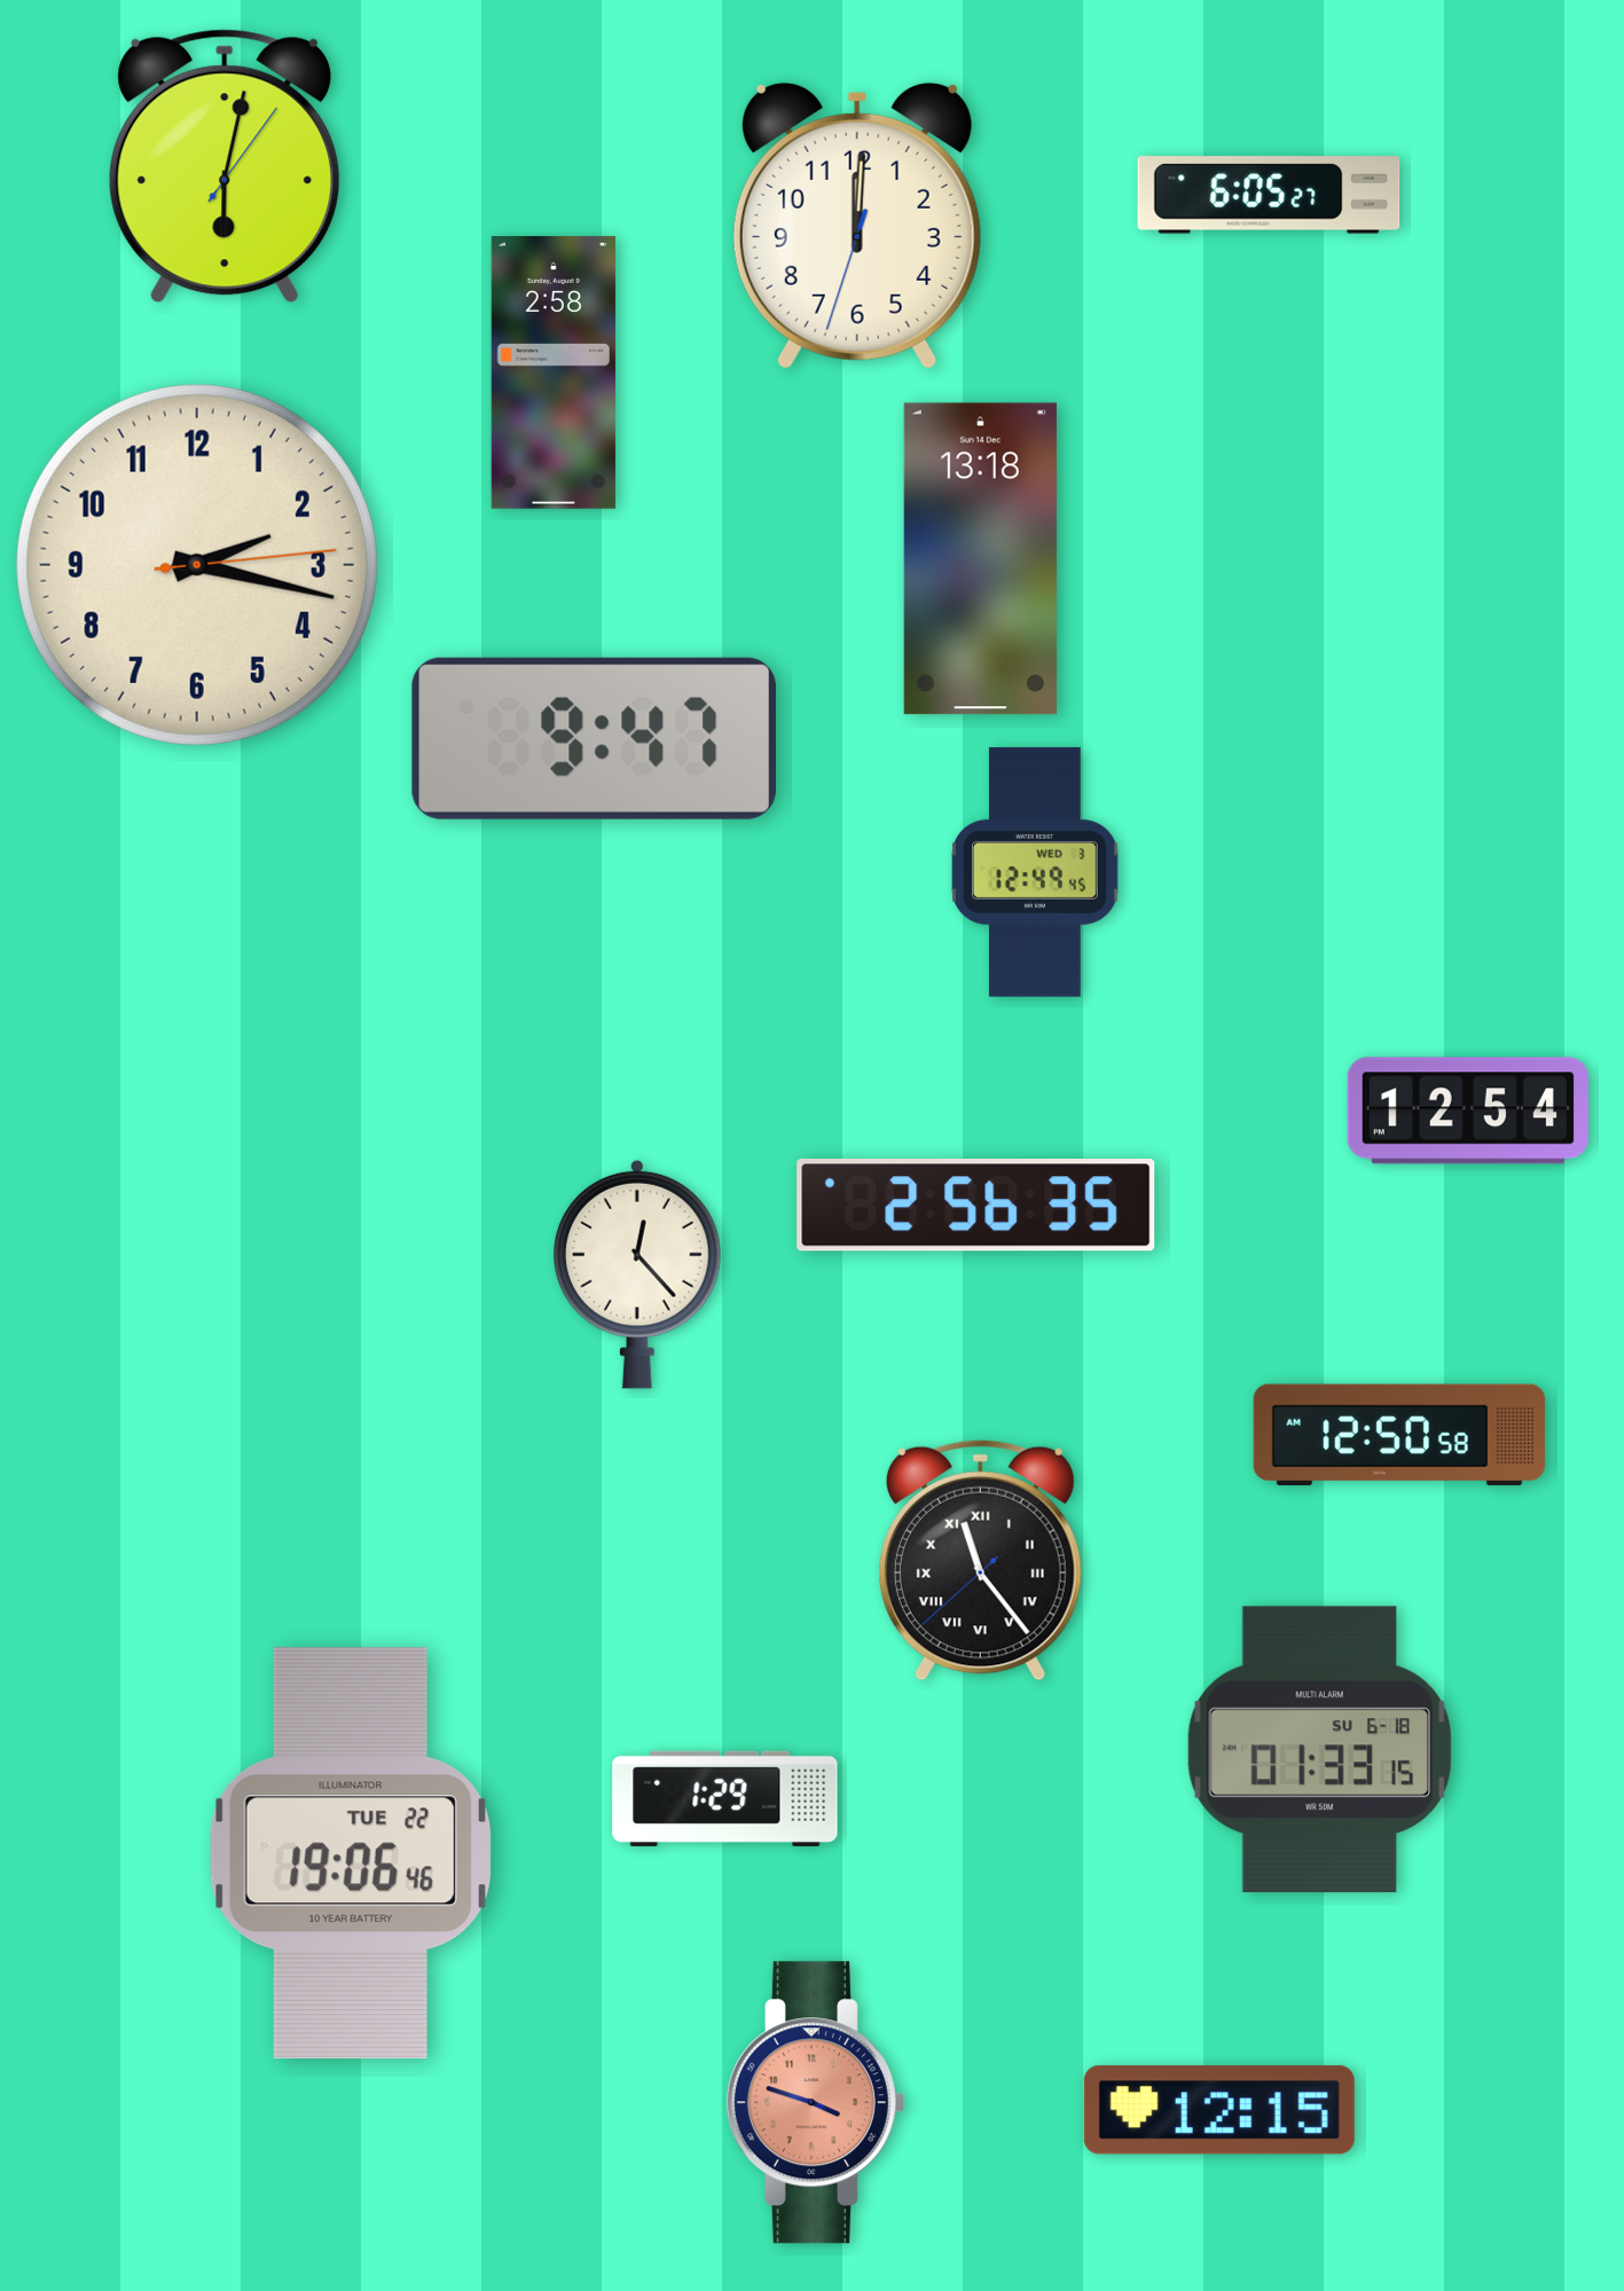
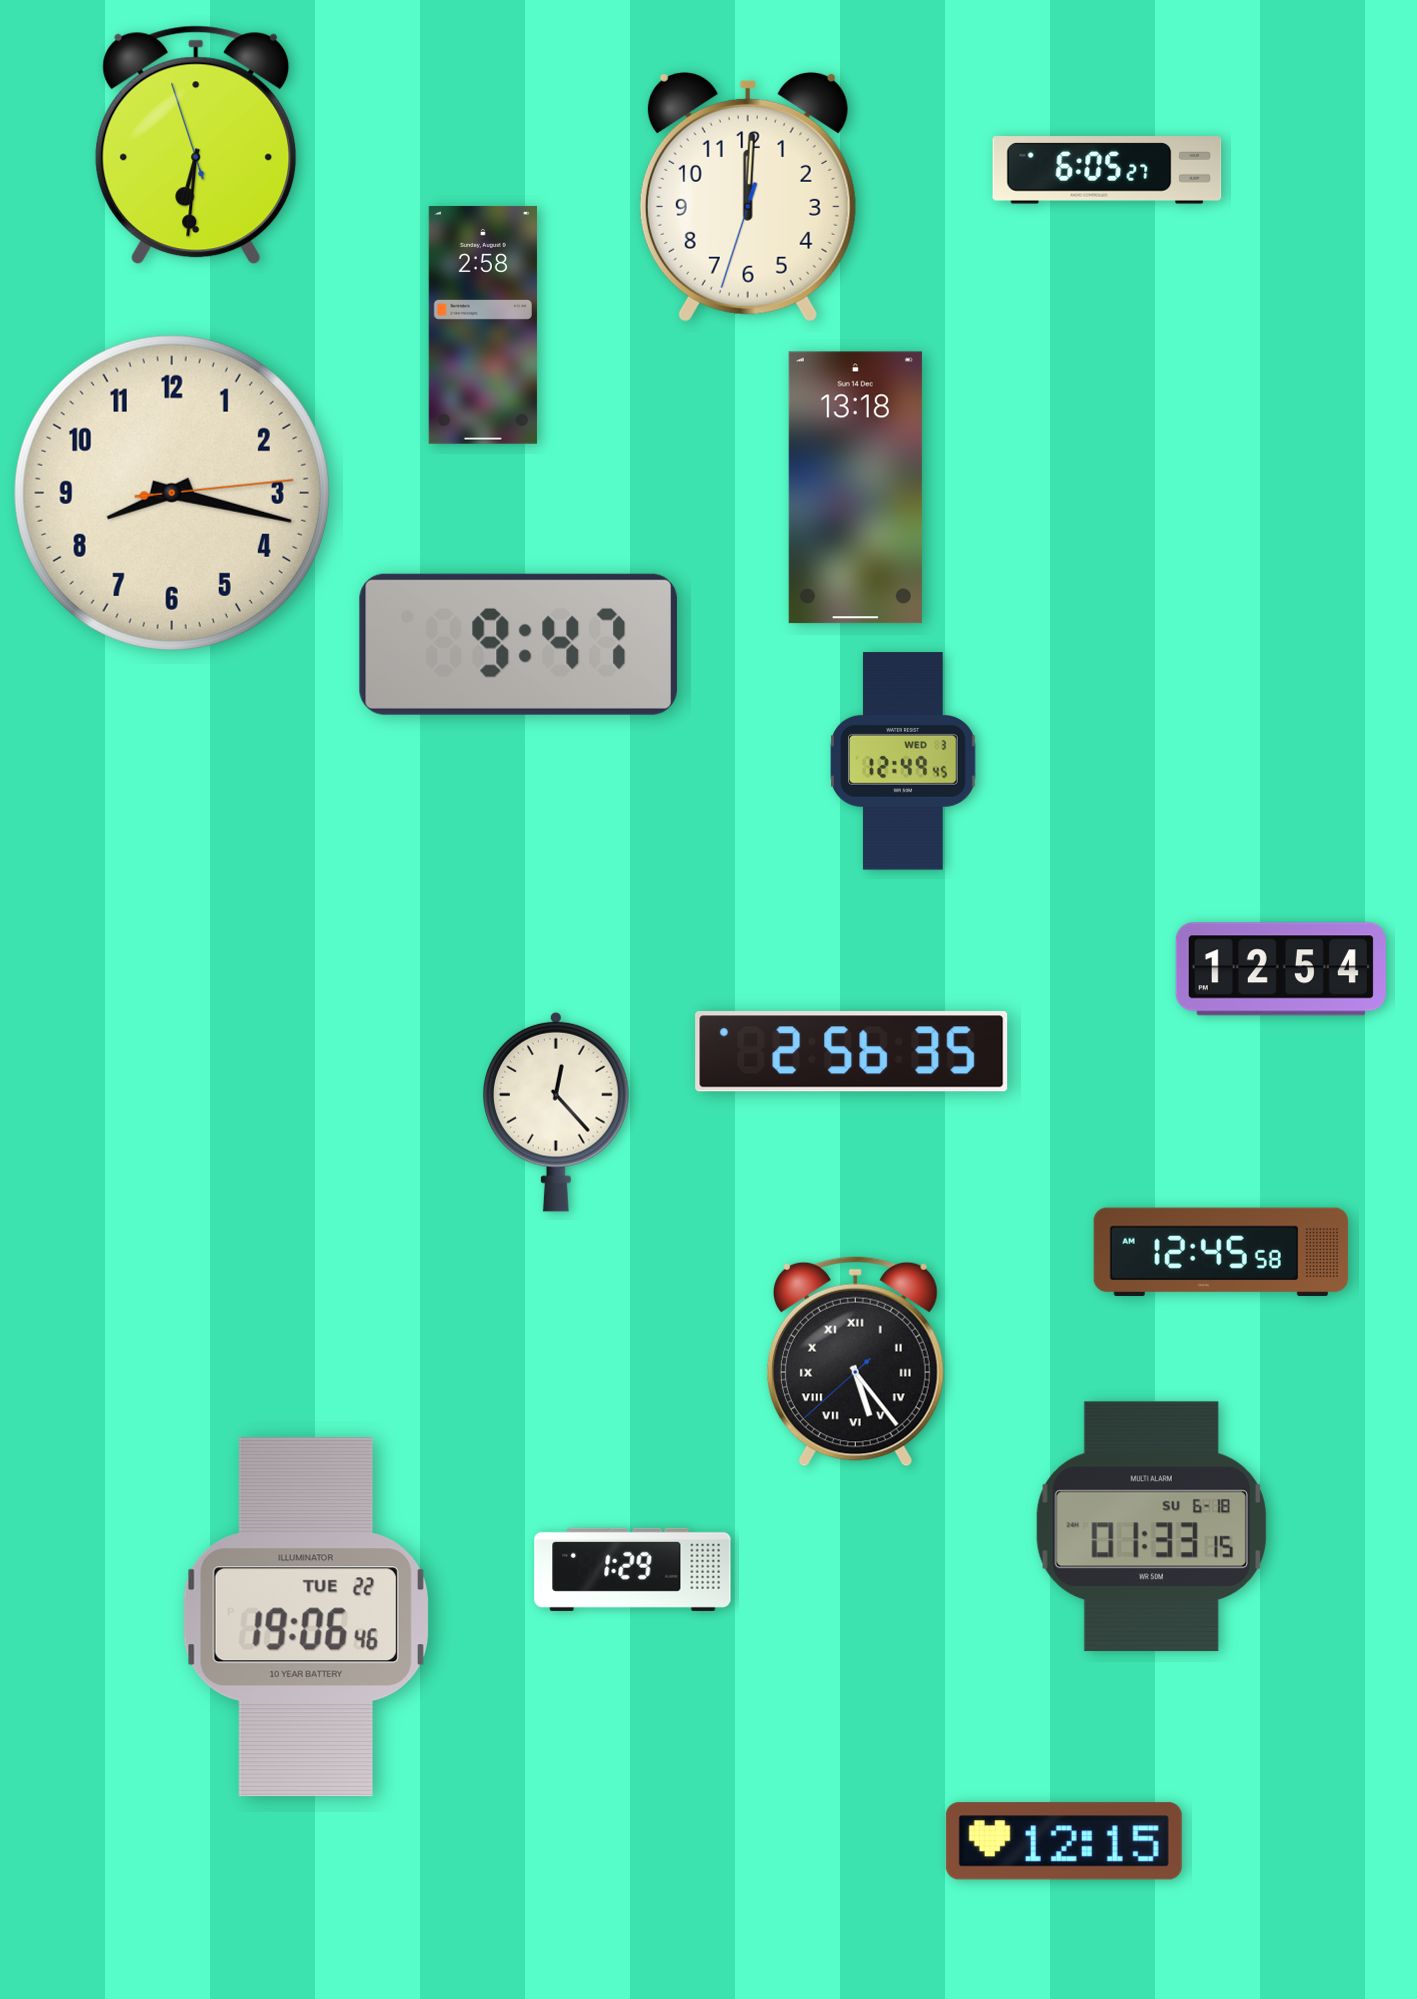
clock at (225, 166): 6:02 -> 6:30
clock at (197, 565): 2:17 -> 8:17
clock at (1399, 1435): 12:50 -> 12:45
clock at (980, 1560): 11:23 -> 5:23
clock at (815, 2103): 3:48 -> none
